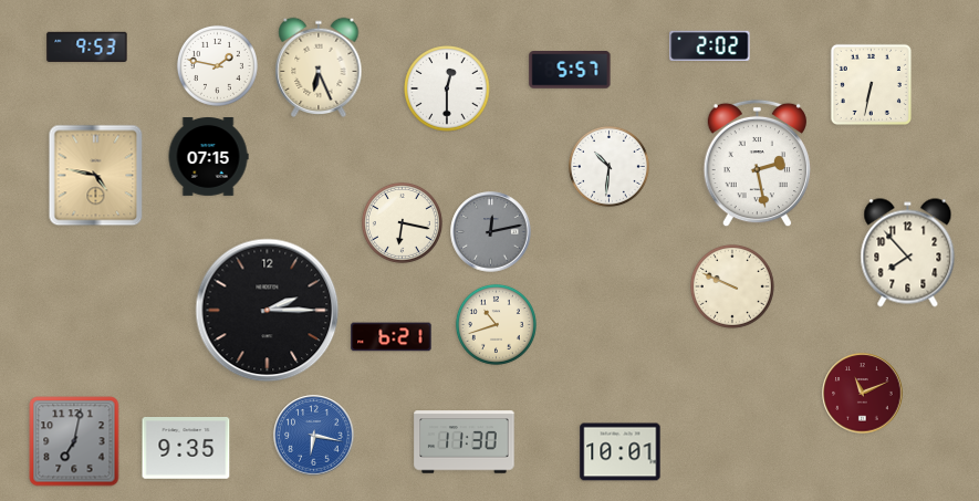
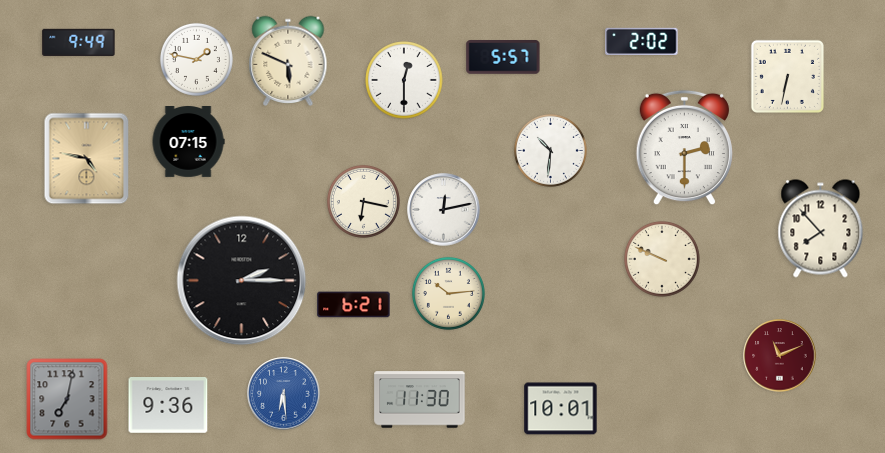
clock at (87, 46): 9:53 -> 9:49
clock at (319, 66): 6:26 -> 5:49
clock at (570, 71) position: (570, 71) -> (503, 58)
clock at (757, 164): 2:28 -> 2:30
clock at (491, 232) dial: grey -> white
clock at (496, 324): 10:42 -> 10:14
clock at (314, 436): 6:17 -> 6:29
clock at (186, 448): 9:35 -> 9:36
